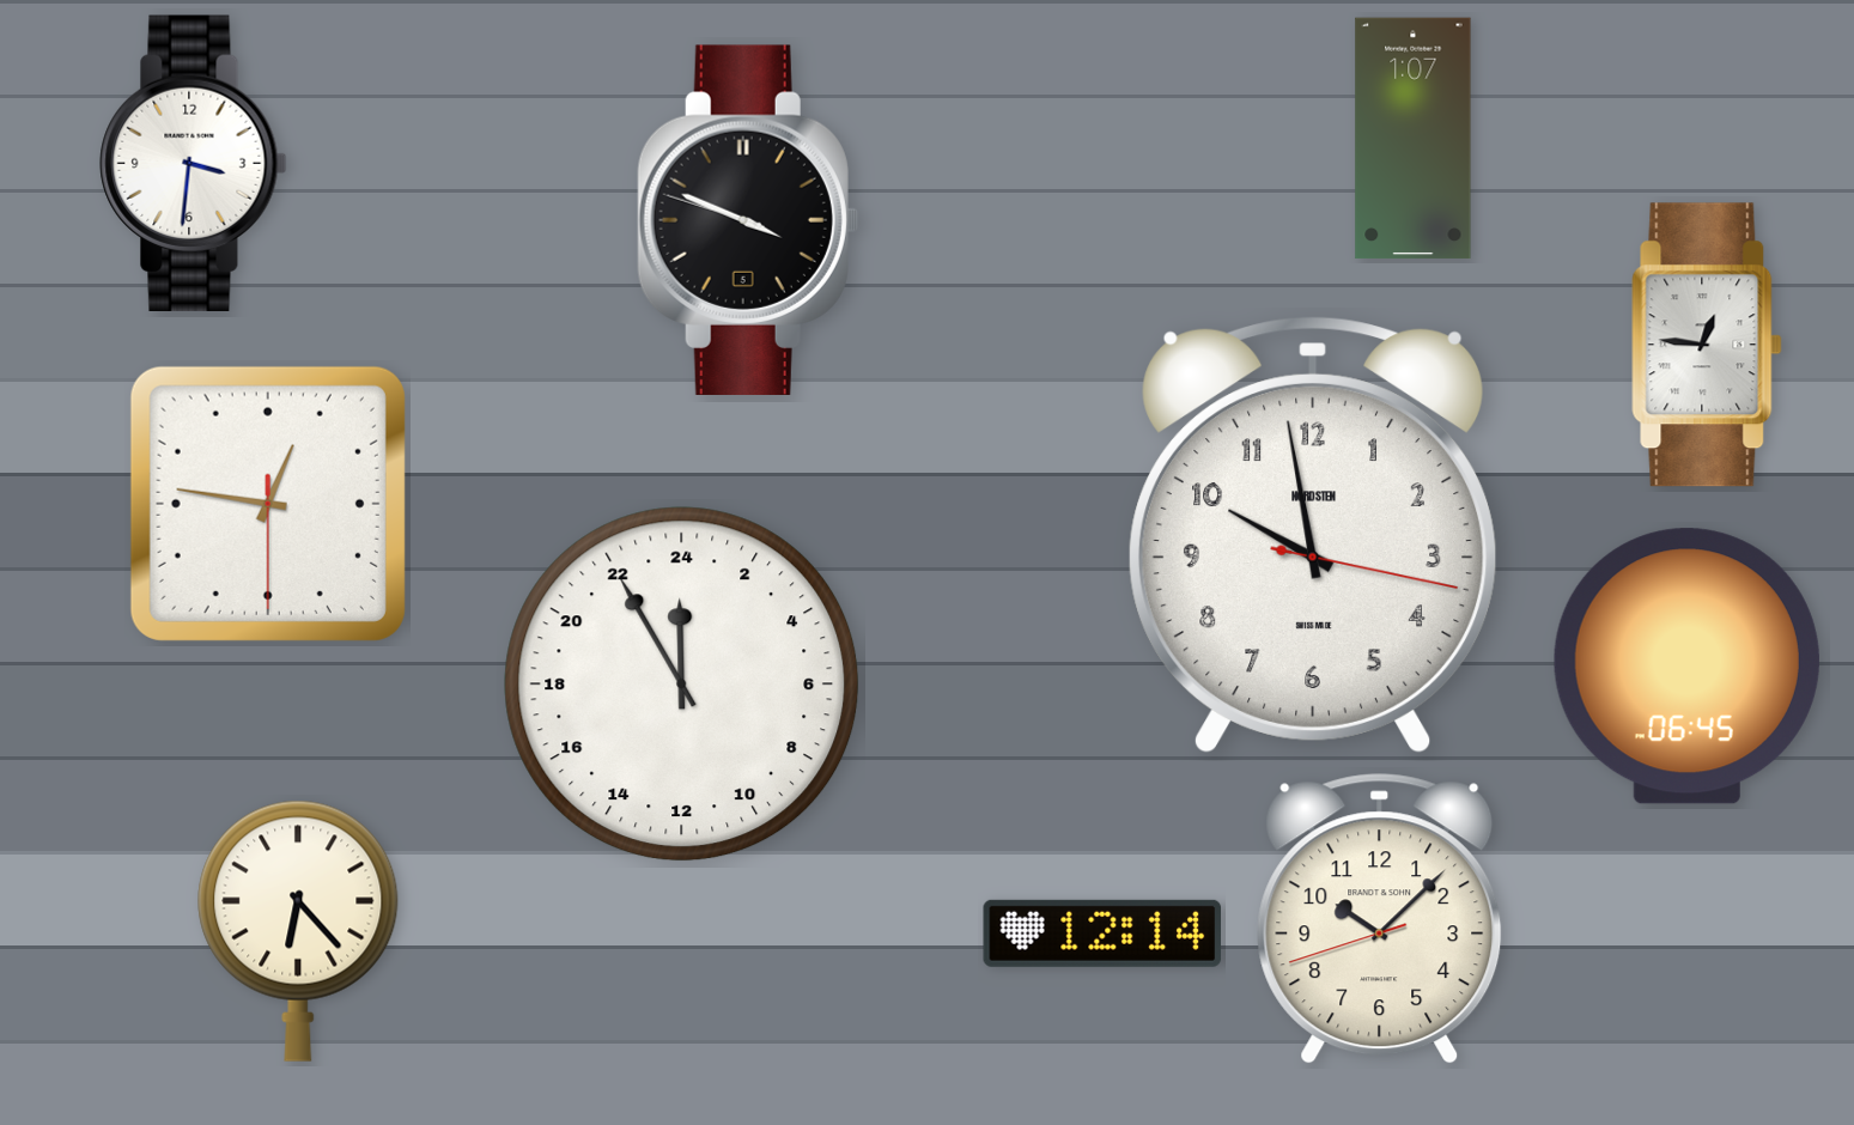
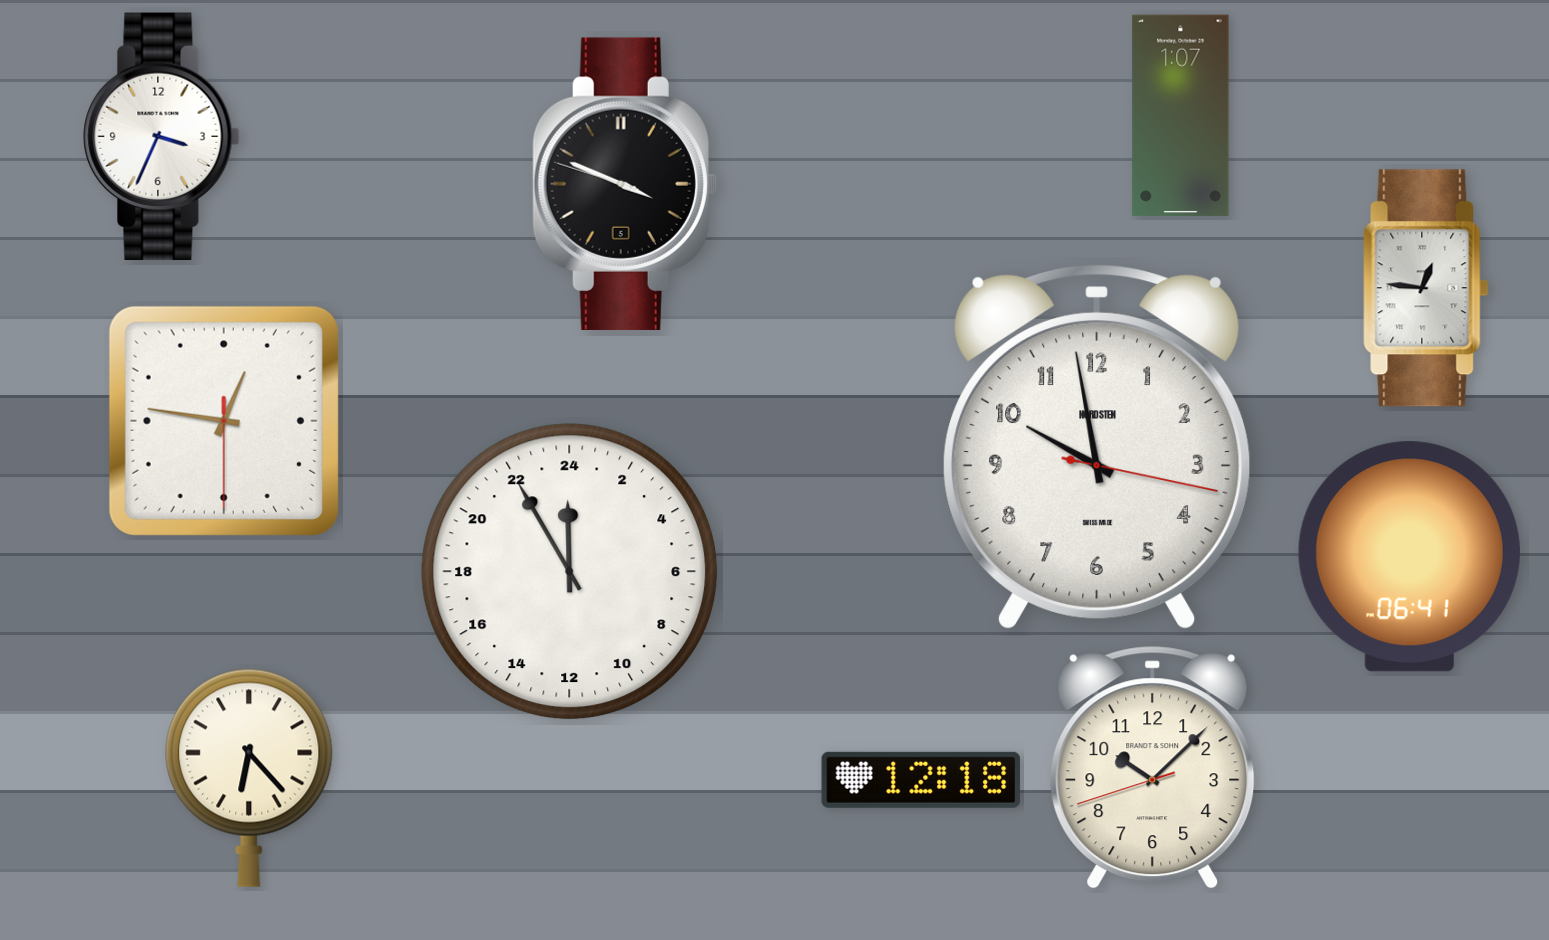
clock at (194, 163): 3:31 -> 3:34
clock at (1686, 667): 06:45 -> 06:41
clock at (1102, 934): 12:14 -> 12:18
